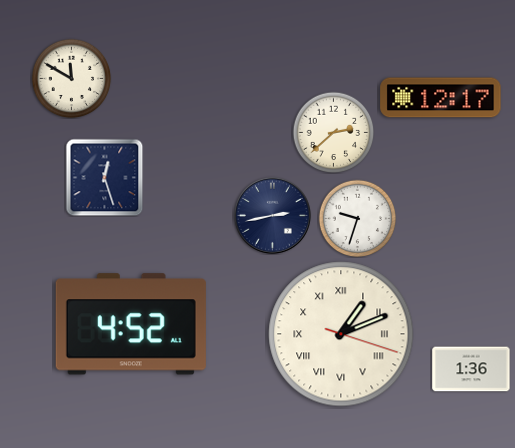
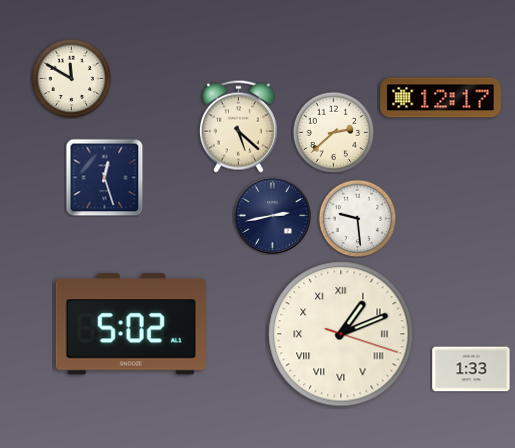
clock at (238, 126): none -> 5:22
clock at (357, 218): 9:33 -> 9:29
clock at (131, 324): 4:52 -> 5:02
clock at (471, 369): 1:36 -> 1:33
